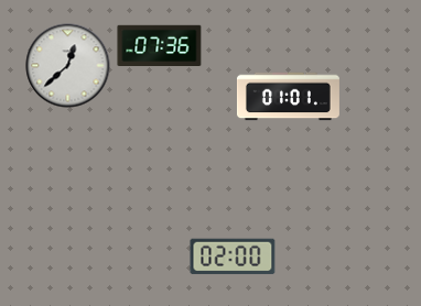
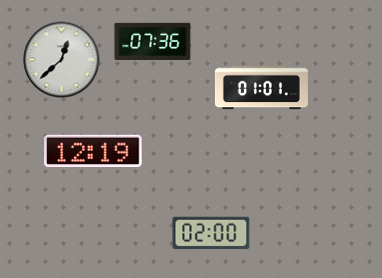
clock at (160, 46) position: (160, 46) -> (153, 42)
clock at (93, 151): none -> 12:19
